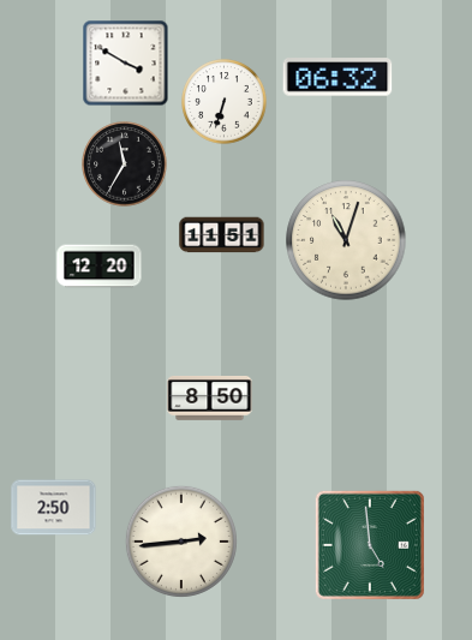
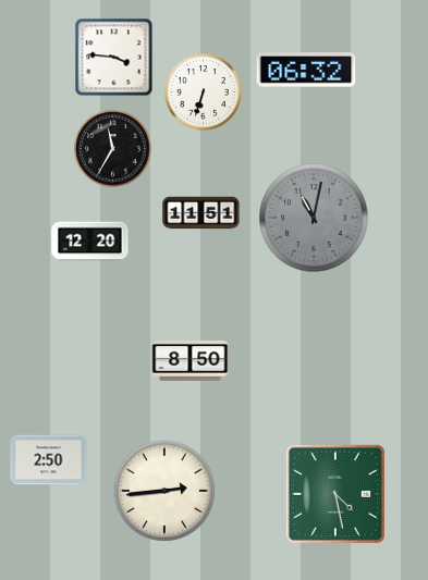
clock at (126, 64): 3:50 -> 3:46
clock at (346, 240): 11:03 -> 11:02
clock at (346, 240) dial: cream -> grey
clock at (370, 545): 4:59 -> 4:28
